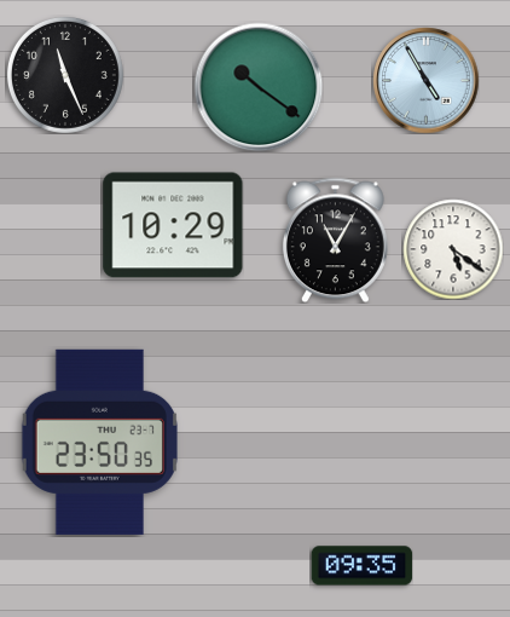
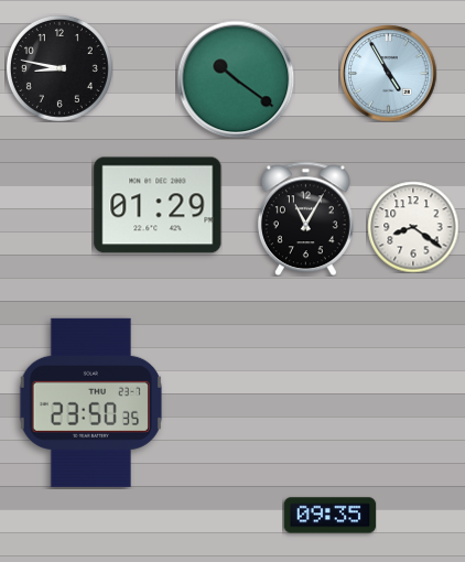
clock at (65, 75): 11:26 -> 8:47
clock at (173, 225): 10:29 -> 01:29
clock at (453, 249): 5:21 -> 8:21
